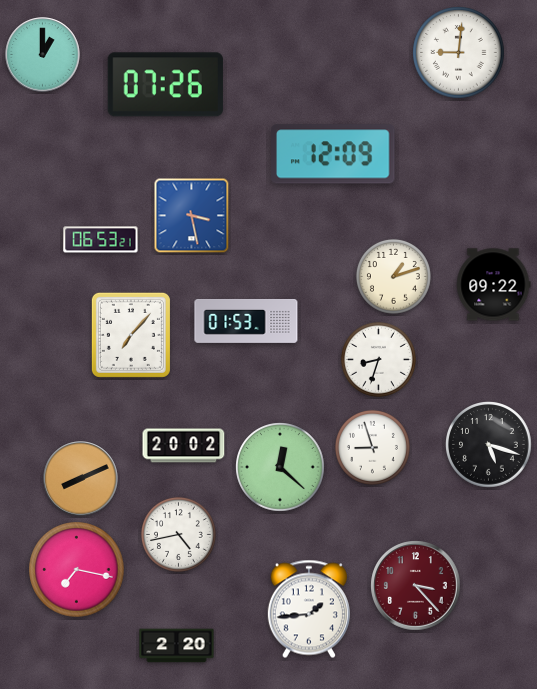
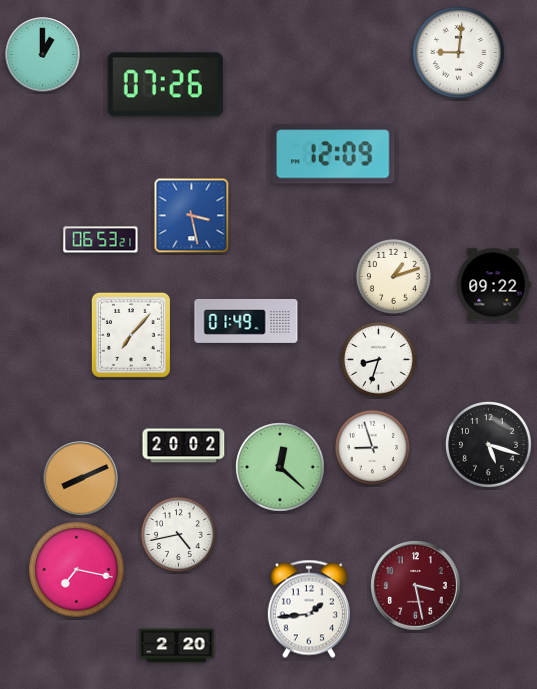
clock at (246, 321): 01:53 -> 01:49
clock at (416, 586): 3:23 -> 3:28
